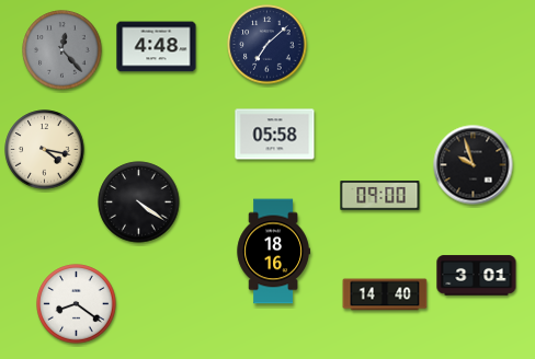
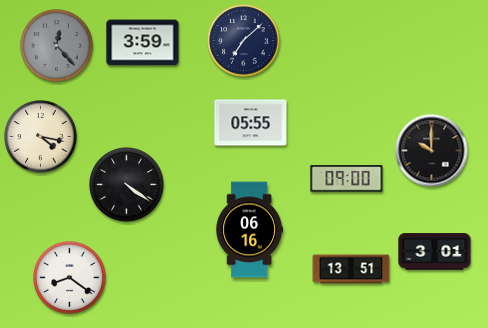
clock at (157, 47): 4:48 -> 3:59
clock at (275, 135): 05:58 -> 05:55
clock at (474, 165): 9:57 -> 10:00
clock at (273, 252): 18:16 -> 06:16
clock at (385, 294): 14:40 -> 13:51
